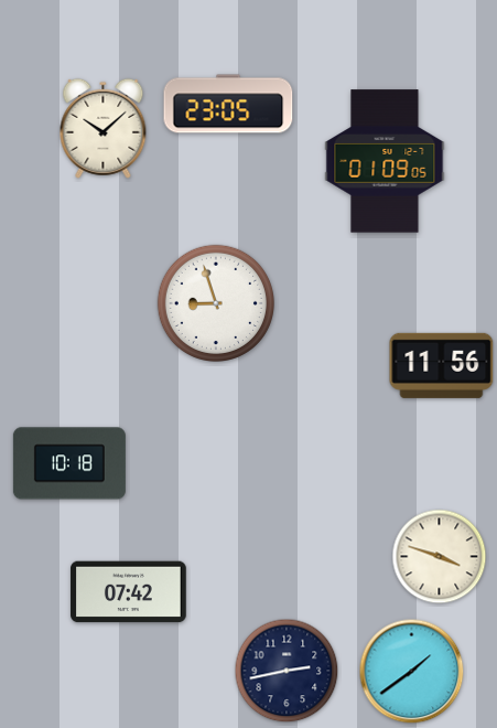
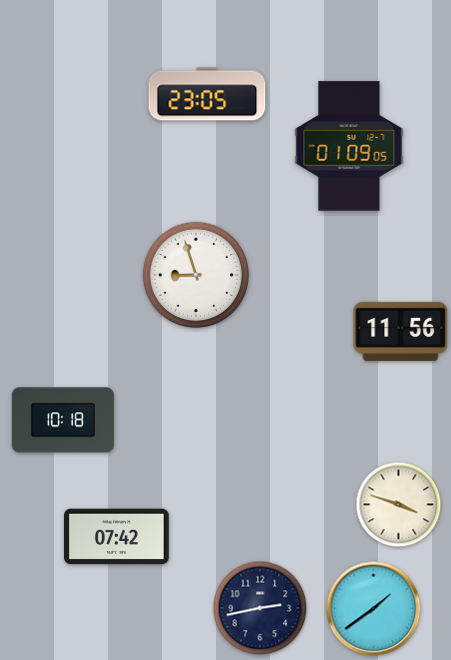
clock at (104, 128): 10:08 -> none
